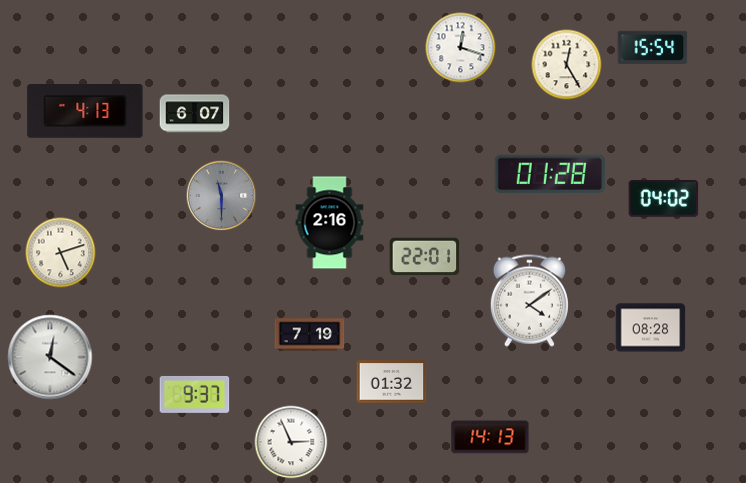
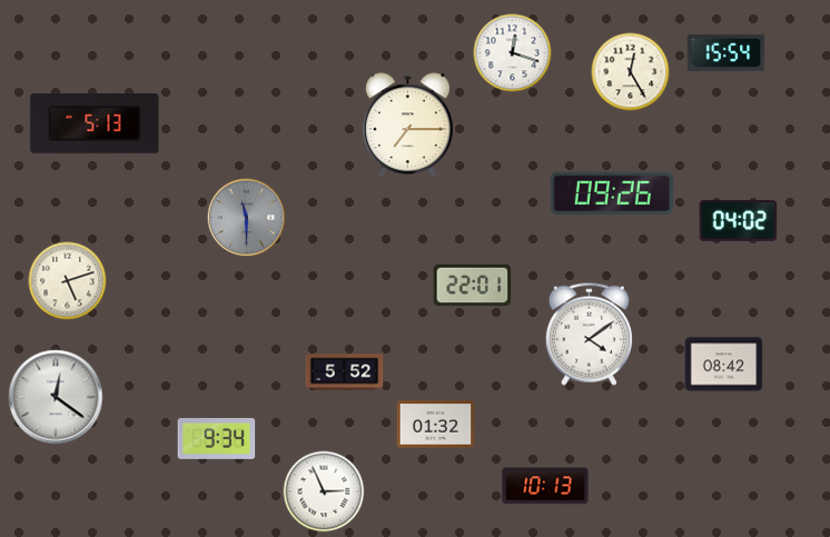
clock at (85, 112): 4:13 -> 5:13
clock at (407, 126): none -> 7:15
clock at (195, 114): 6:07 -> none
clock at (550, 174): 01:28 -> 09:26
clock at (330, 223): 2:16 -> none
clock at (651, 328): 08:28 -> 08:42
clock at (310, 335): 7:19 -> 5:52
clock at (195, 394): 9:37 -> 9:34
clock at (490, 437): 14:13 -> 10:13
